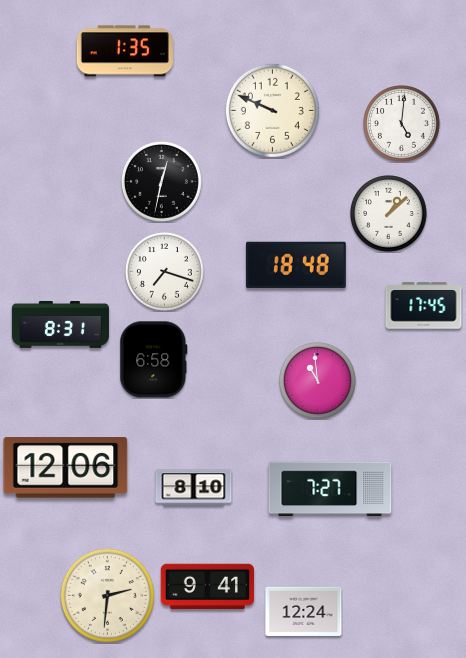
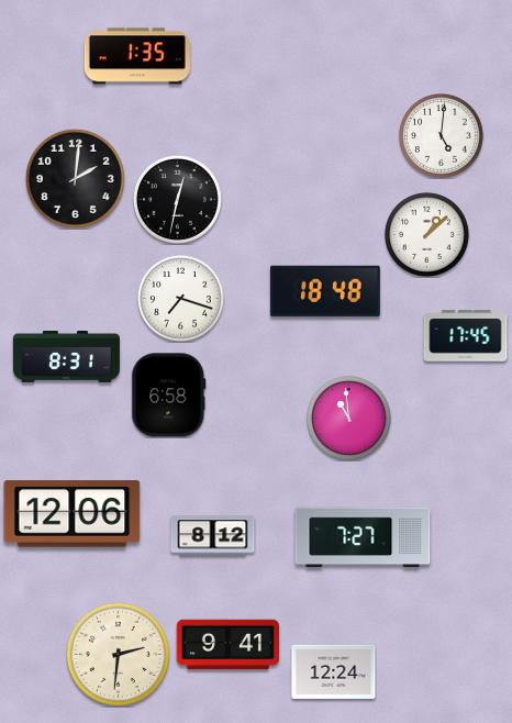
clock at (272, 110): 9:49 -> none
clock at (75, 178): none -> 2:01
clock at (194, 488): 8:10 -> 8:12
